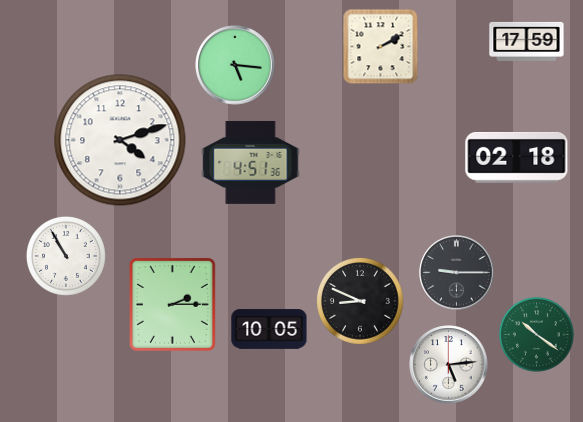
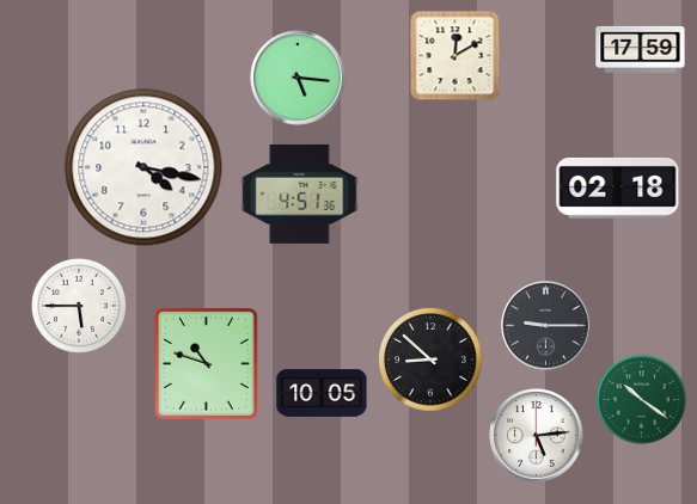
clock at (527, 41) position: (527, 41) -> (641, 49)
clock at (381, 47): 2:10 -> 12:10
clock at (235, 65) position: (235, 65) -> (298, 78)
clock at (120, 140): 4:12 -> 4:17
clock at (66, 256): 10:55 -> 5:45
clock at (360, 301): 8:49 -> 8:52
clock at (172, 304): 2:15 -> 10:48
